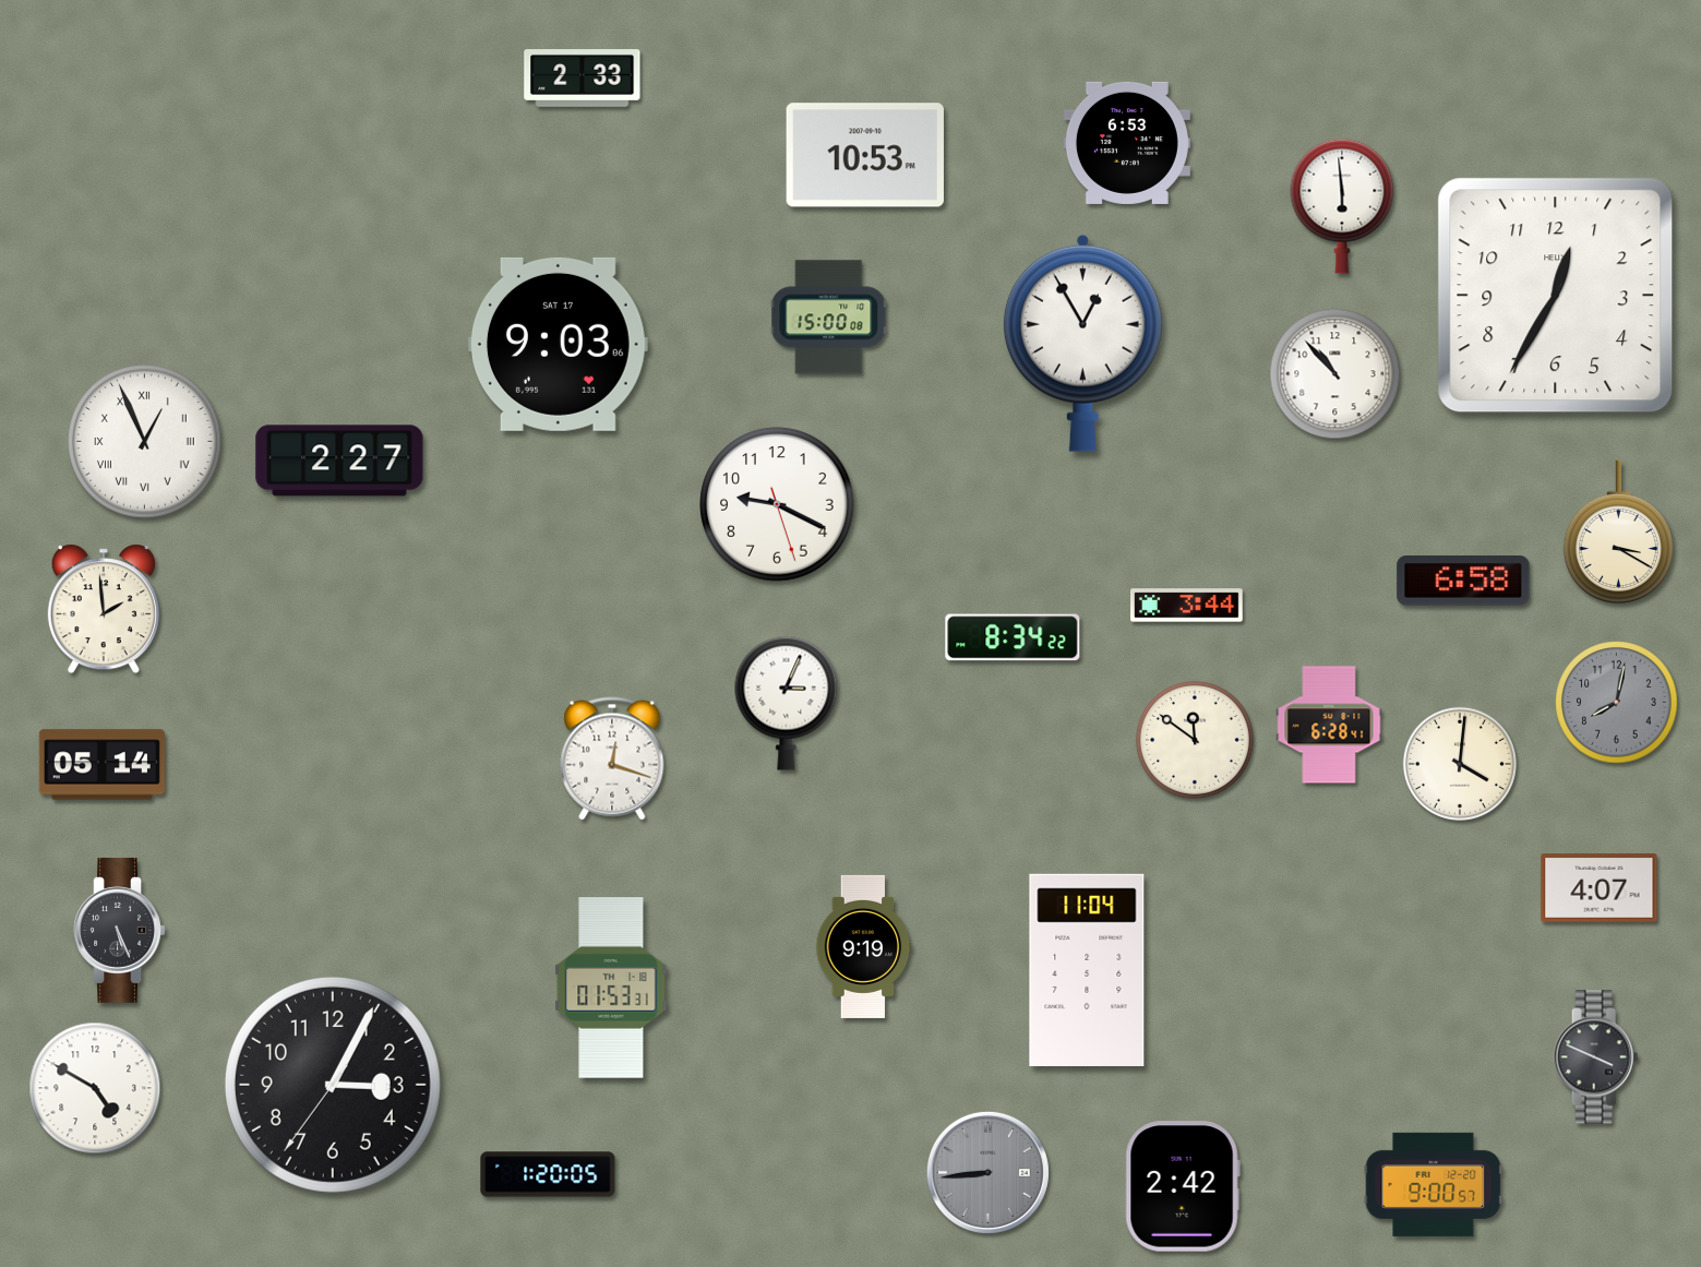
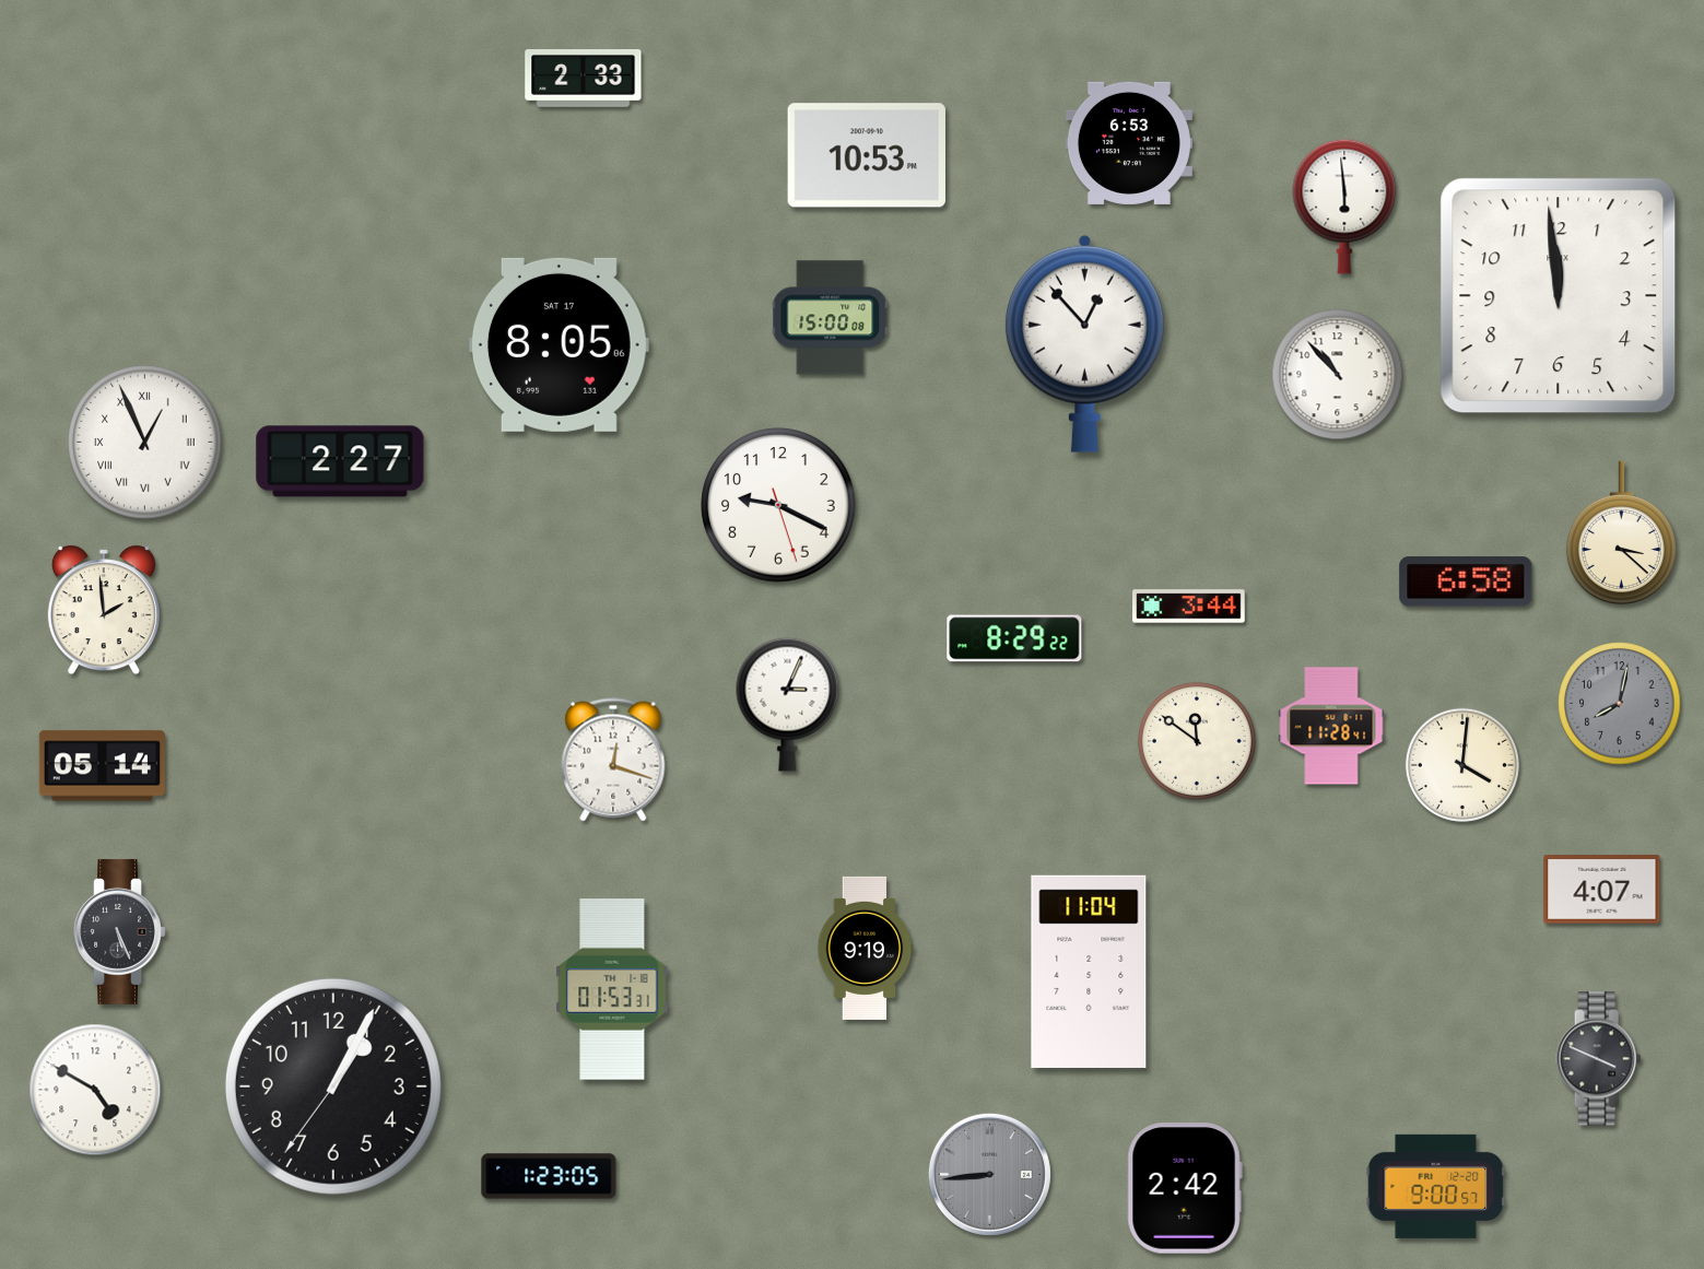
clock at (1556, 296): 12:35 -> 11:59
clock at (1082, 343): 12:55 -> 12:53
clock at (558, 344): 9:03 -> 8:05
clock at (1618, 533): 3:20 -> 3:22
clock at (1013, 637): 8:34 -> 8:29
clock at (1329, 725): 6:28 -> 11:28
clock at (333, 1085): 3:04 -> 1:04
clock at (548, 1174): 1:20 -> 1:23
